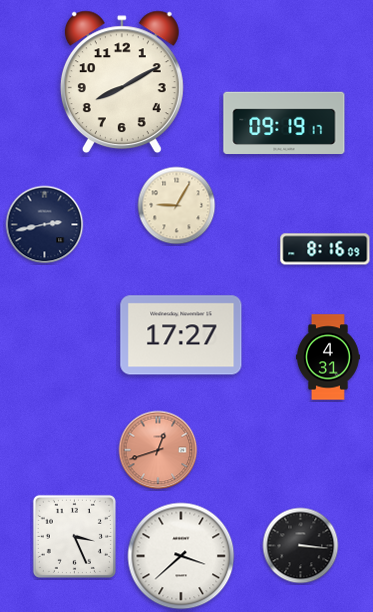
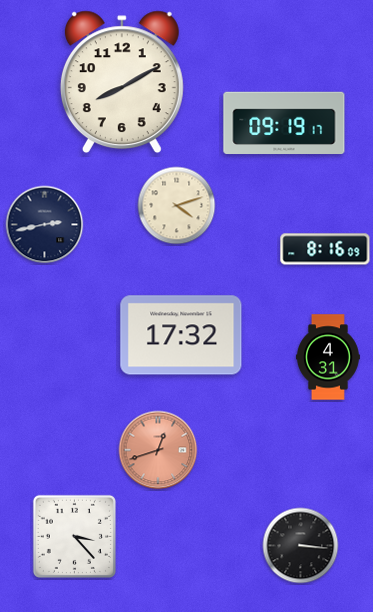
clock at (177, 206): 9:05 -> 4:12
clock at (181, 335): 17:27 -> 17:32
clock at (74, 536): 3:26 -> 3:23
clock at (181, 556): 3:38 -> none
